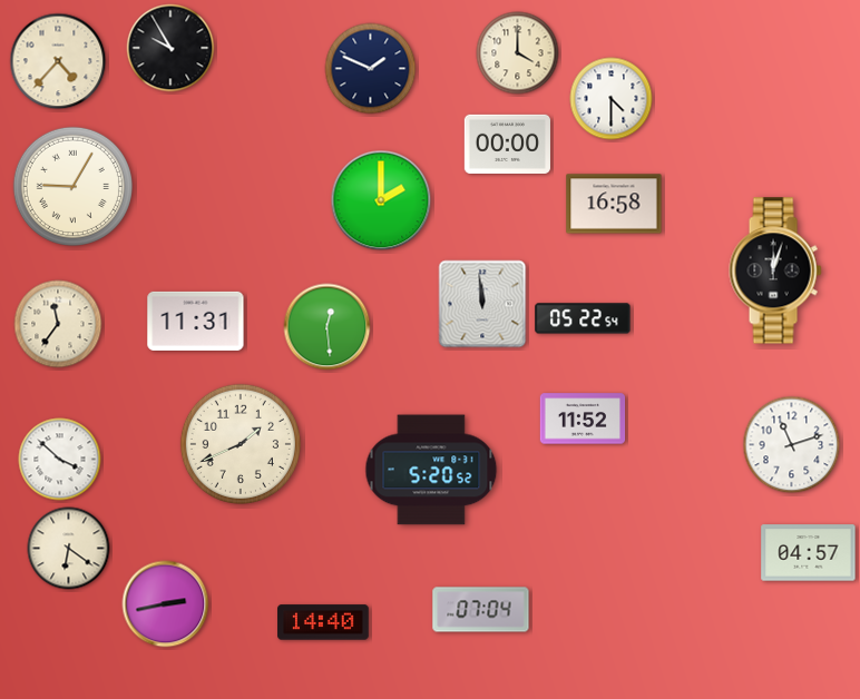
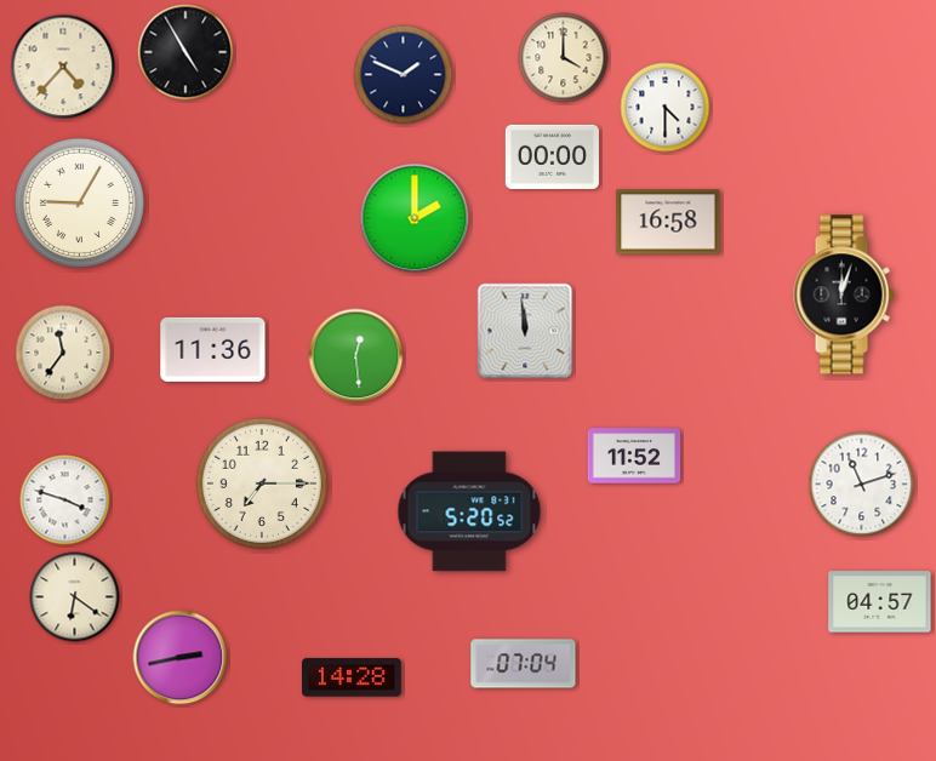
clock at (170, 48): 9:55 -> 4:55
clock at (583, 318): 05:22 -> none
clock at (196, 321): 11:31 -> 11:36
clock at (241, 444): 1:41 -> 7:15
clock at (60, 460): 3:52 -> 3:48
clock at (323, 622): 14:40 -> 14:28
